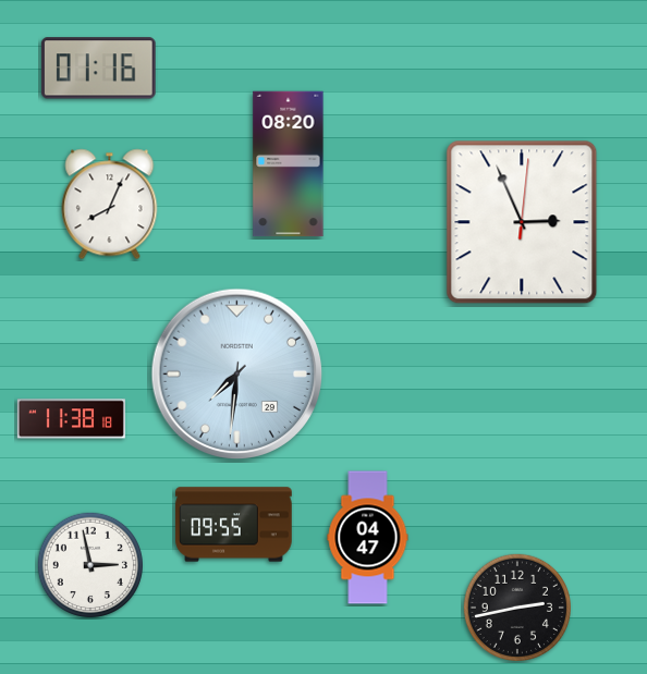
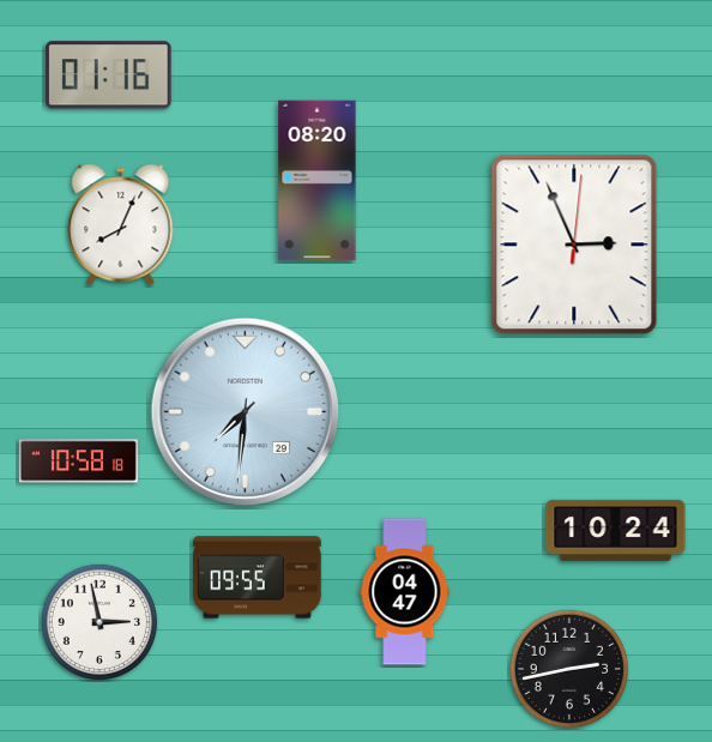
clock at (237, 375) position: (237, 375) -> (246, 412)
clock at (71, 419): 11:38 -> 10:58
clock at (616, 530): none -> 10:24
